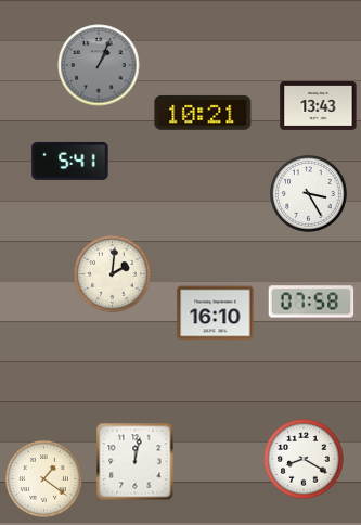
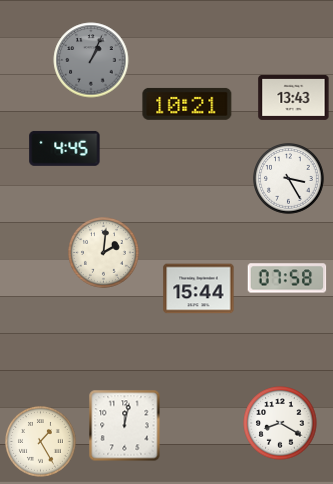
clock at (70, 161): 5:41 -> 4:45
clock at (309, 194) position: (309, 194) -> (289, 179)
clock at (216, 313): 16:10 -> 15:44
clock at (44, 479): 1:21 -> 1:25
